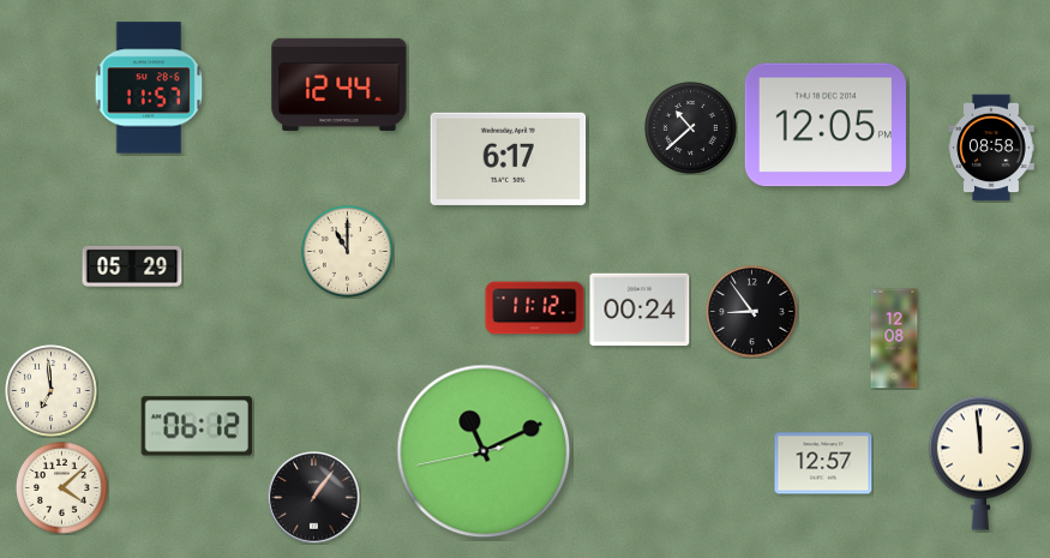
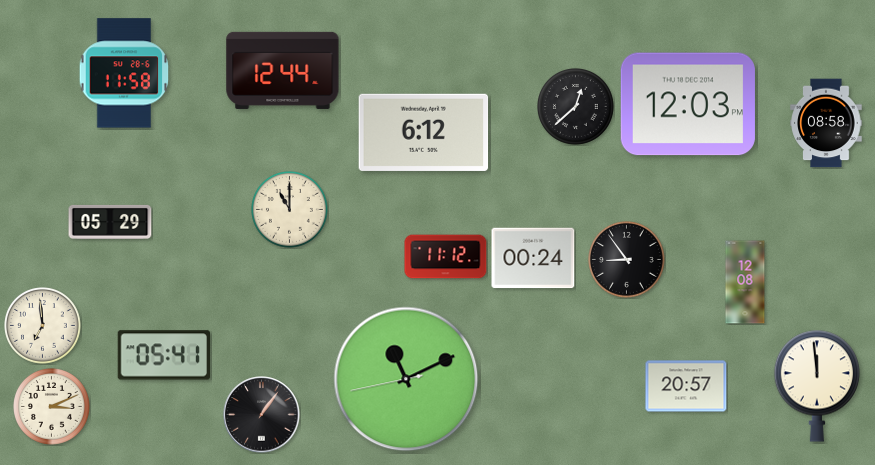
clock at (149, 88): 11:57 -> 11:58
clock at (826, 125): 12:05 -> 12:03
clock at (691, 128): 10:38 -> 12:38
clock at (509, 158): 6:17 -> 6:12
clock at (196, 426): 06:12 -> 05:41
clock at (484, 451) position: (484, 451) -> (406, 379)
clock at (823, 463): 12:57 -> 20:57
clock at (62, 488): 4:08 -> 3:11
